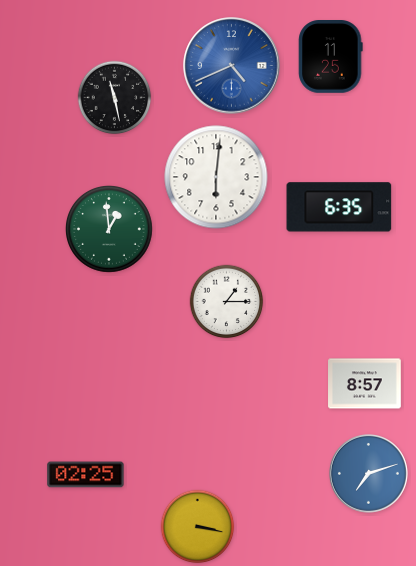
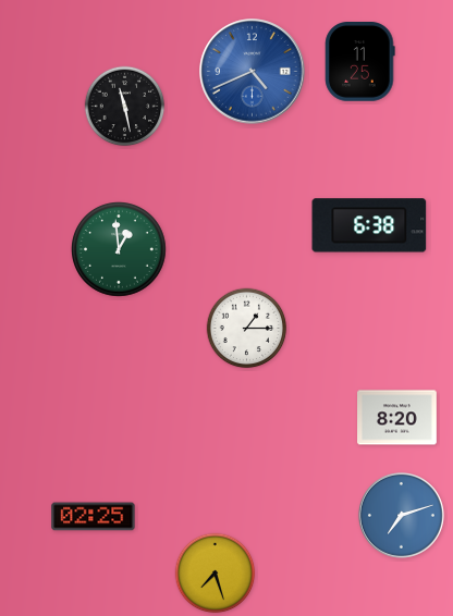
clock at (216, 177): 6:01 -> none
clock at (339, 207): 6:35 -> 6:38
clock at (365, 384): 8:57 -> 8:20
clock at (198, 527): 3:17 -> 7:27
